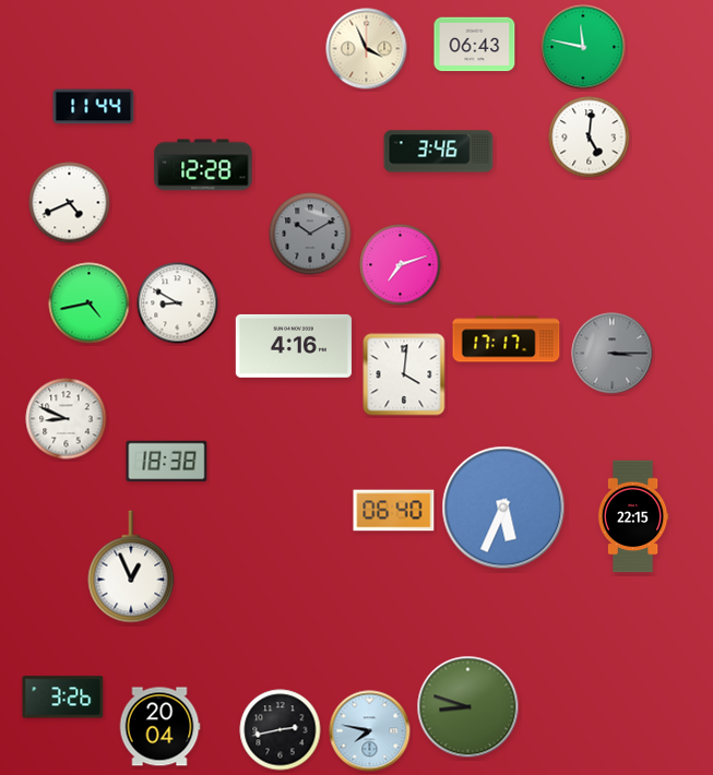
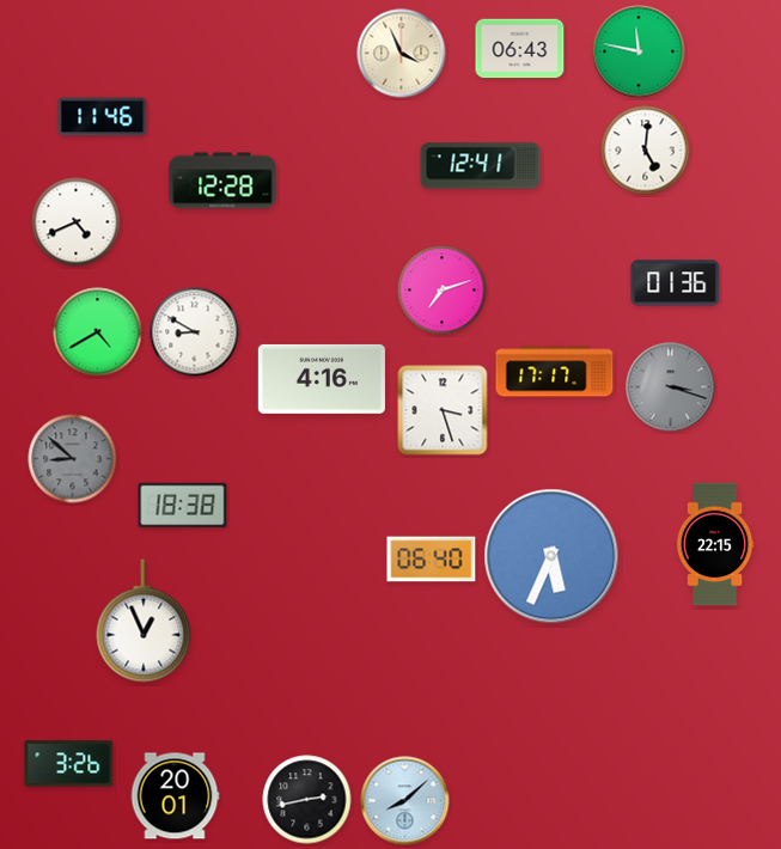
clock at (94, 107): 11:44 -> 11:46
clock at (439, 152): 3:46 -> 12:41
clock at (310, 234): 10:10 -> none
clock at (676, 283): none -> 01:36
clock at (401, 265) position: (401, 265) -> (443, 291)
clock at (90, 303): 4:43 -> 4:40
clock at (613, 354): 3:15 -> 3:18
clock at (404, 374): 4:01 -> 3:27
clock at (67, 419): 8:49 -> 8:52
clock at (67, 419) dial: white -> grey
clock at (633, 516) position: (633, 516) -> (715, 544)
clock at (468, 707): 8:48 -> none
clock at (159, 727): 20:04 -> 20:01
clock at (370, 731): 7:47 -> 8:08
